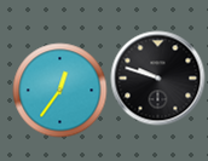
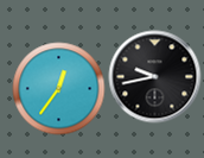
clock at (157, 77): 9:48 -> 9:43
